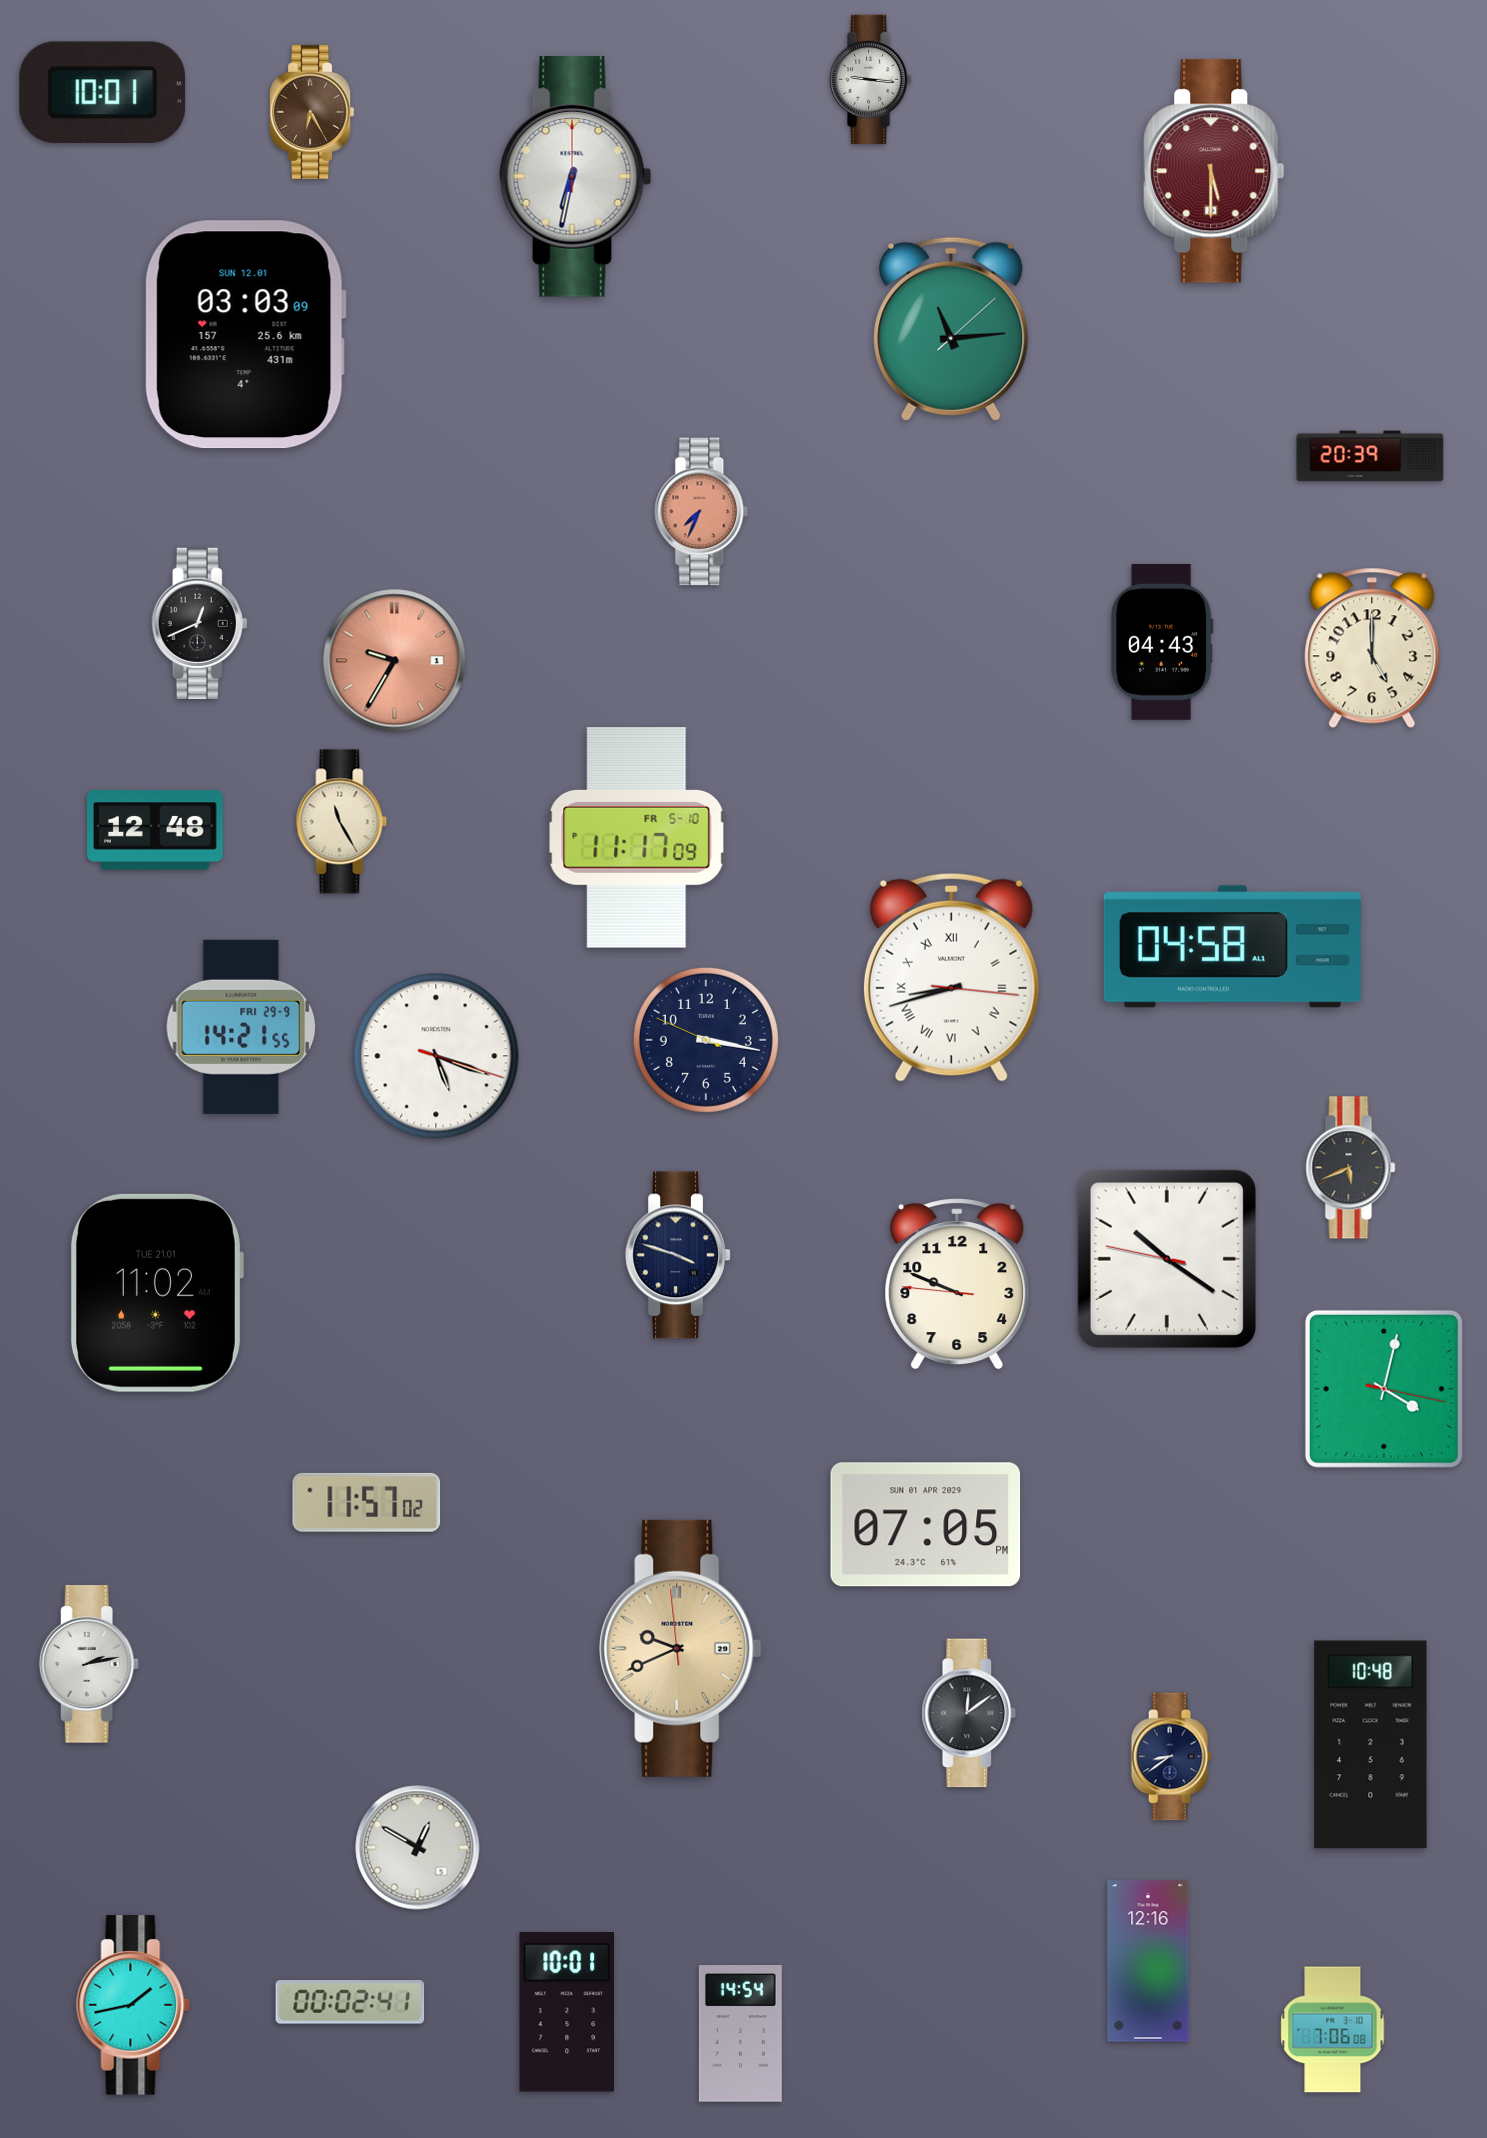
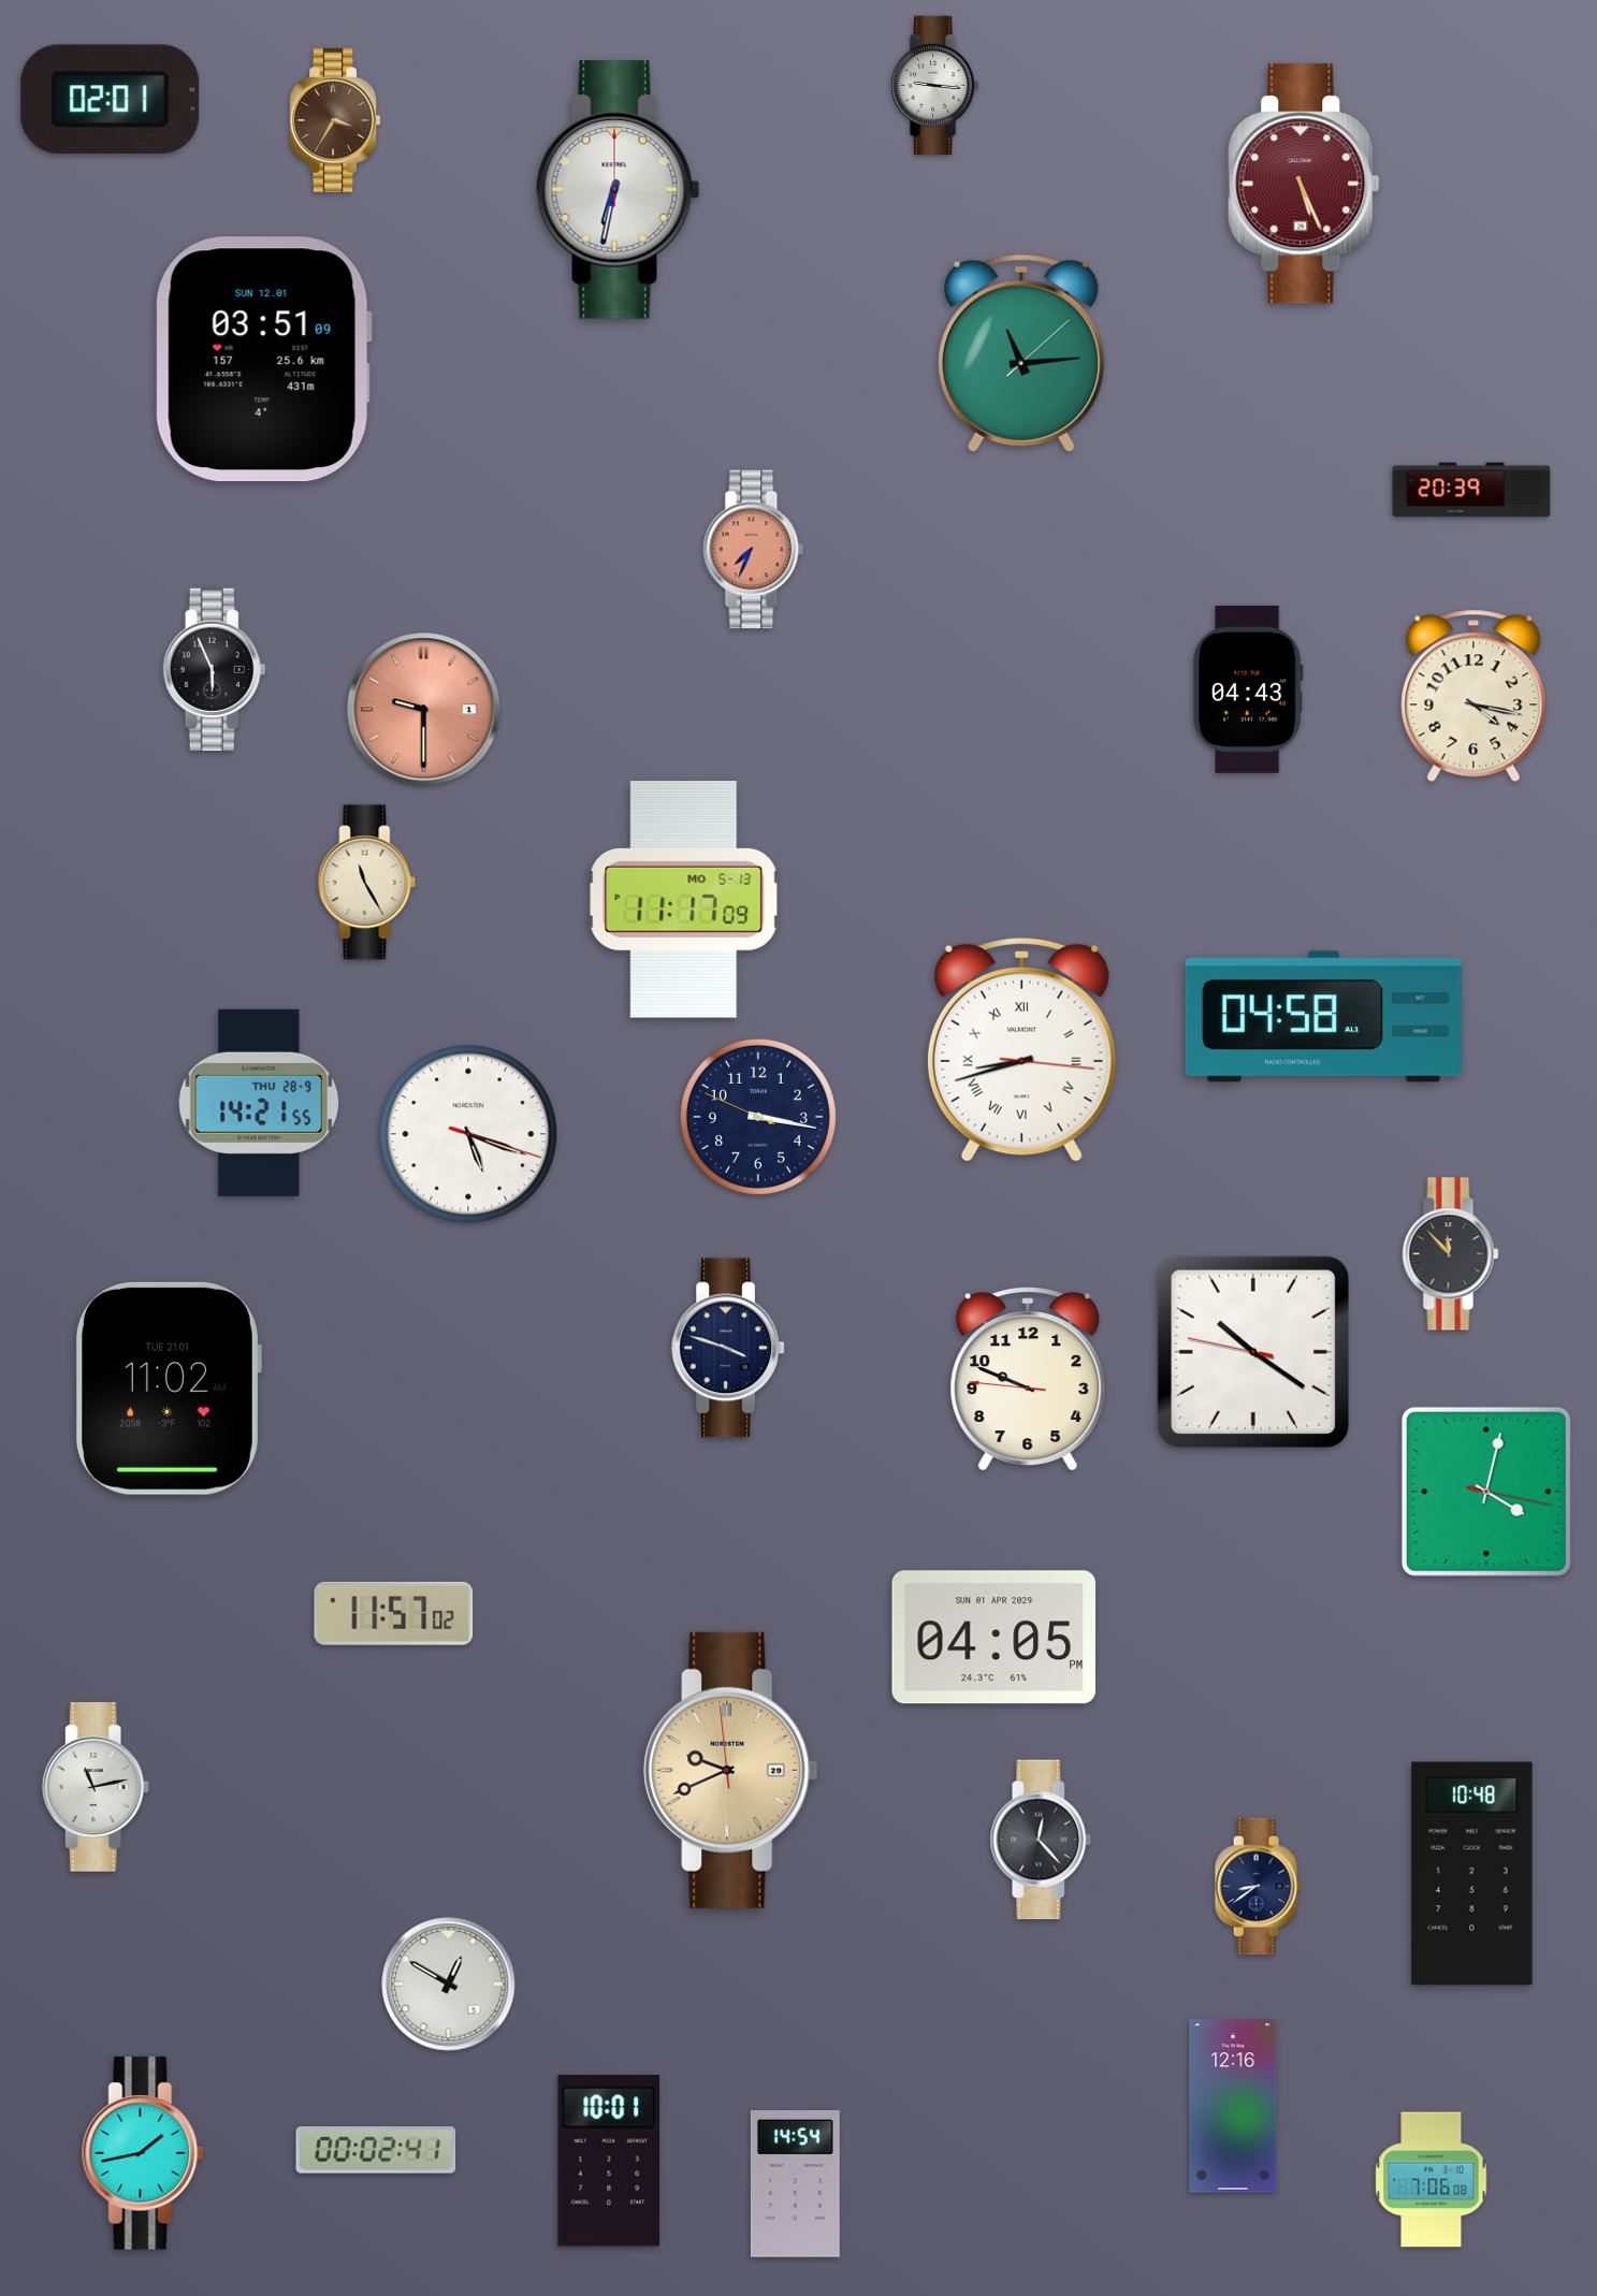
clock at (103, 92): 10:01 -> 02:01
clock at (312, 112): 6:25 -> 3:35
clock at (1214, 171): 5:30 -> 5:26
clock at (245, 335): 03:03 -> 03:51
clock at (200, 623): 12:41 -> 5:56
clock at (1372, 648): 5:00 -> 4:17
clock at (395, 661): 9:35 -> 9:30
clock at (156, 830): 12:48 -> none
clock at (637, 838) date: FR 5-10 -> MO 5-13
clock at (241, 1027) date: FRI 29-9 -> THU 28-9
clock at (1351, 1168): 5:41 -> 11:53
clock at (926, 1525): 07:05 -> 04:05
clock at (89, 1664): 2:13 -> 11:13
clock at (969, 1713): 12:09 -> 12:23
